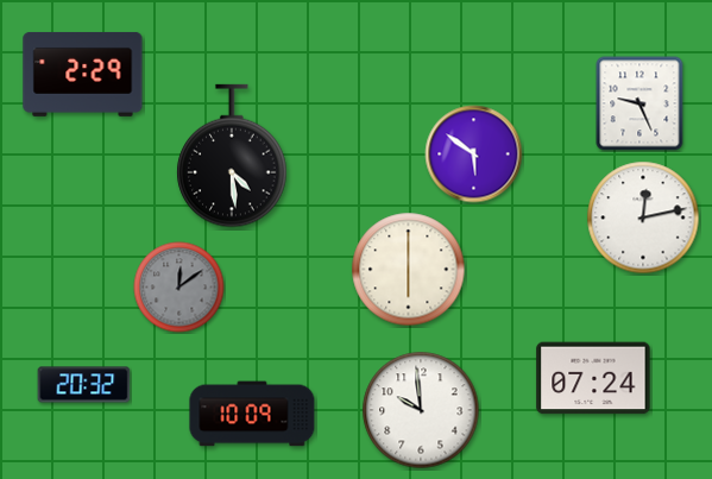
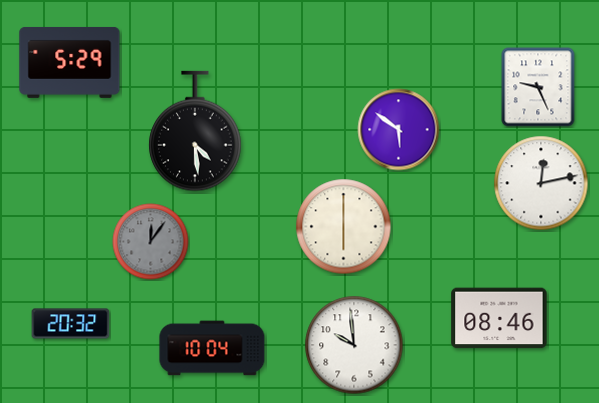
clock at (83, 74): 2:29 -> 5:29
clock at (179, 288): 12:09 -> 12:06
clock at (593, 378): 07:24 -> 08:46
clock at (252, 414): 10:09 -> 10:04
